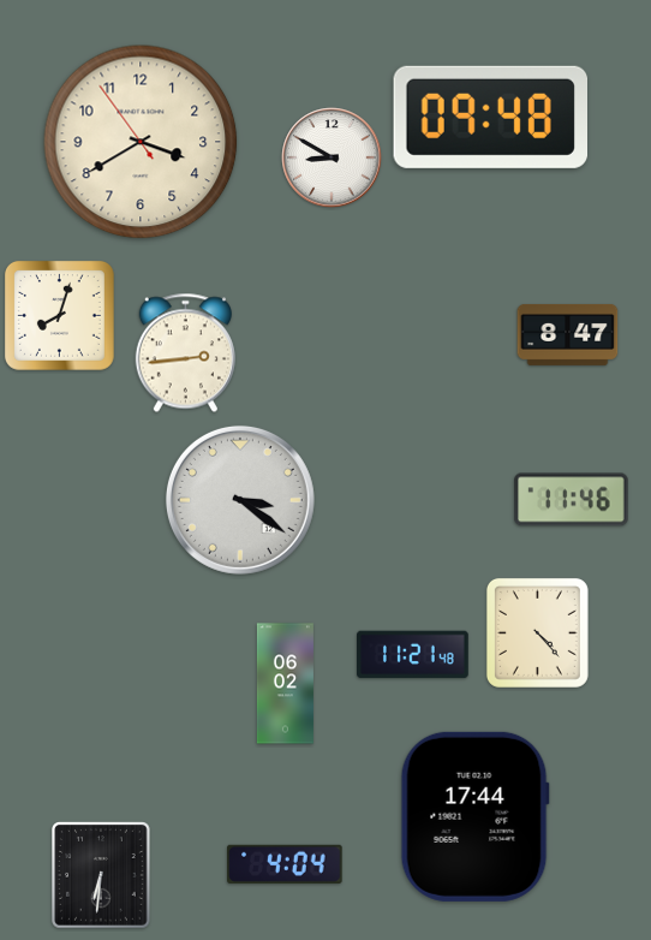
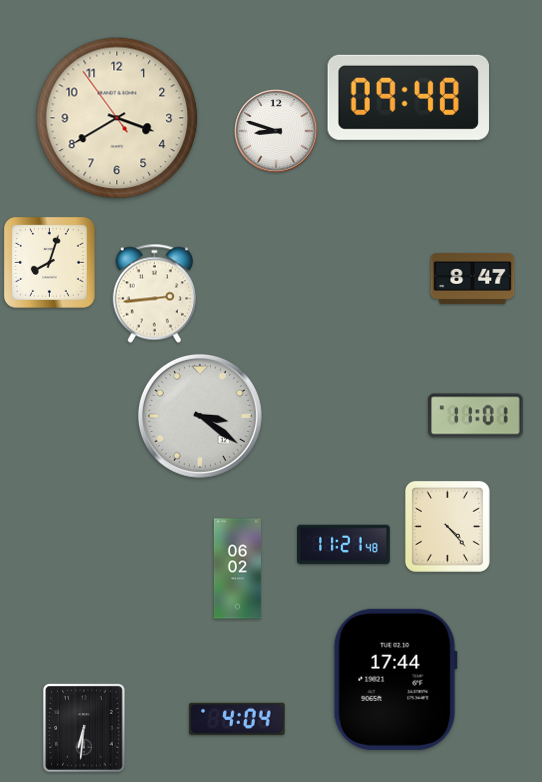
clock at (332, 157): 8:50 -> 8:48
clock at (572, 500): 11:46 -> 11:01
